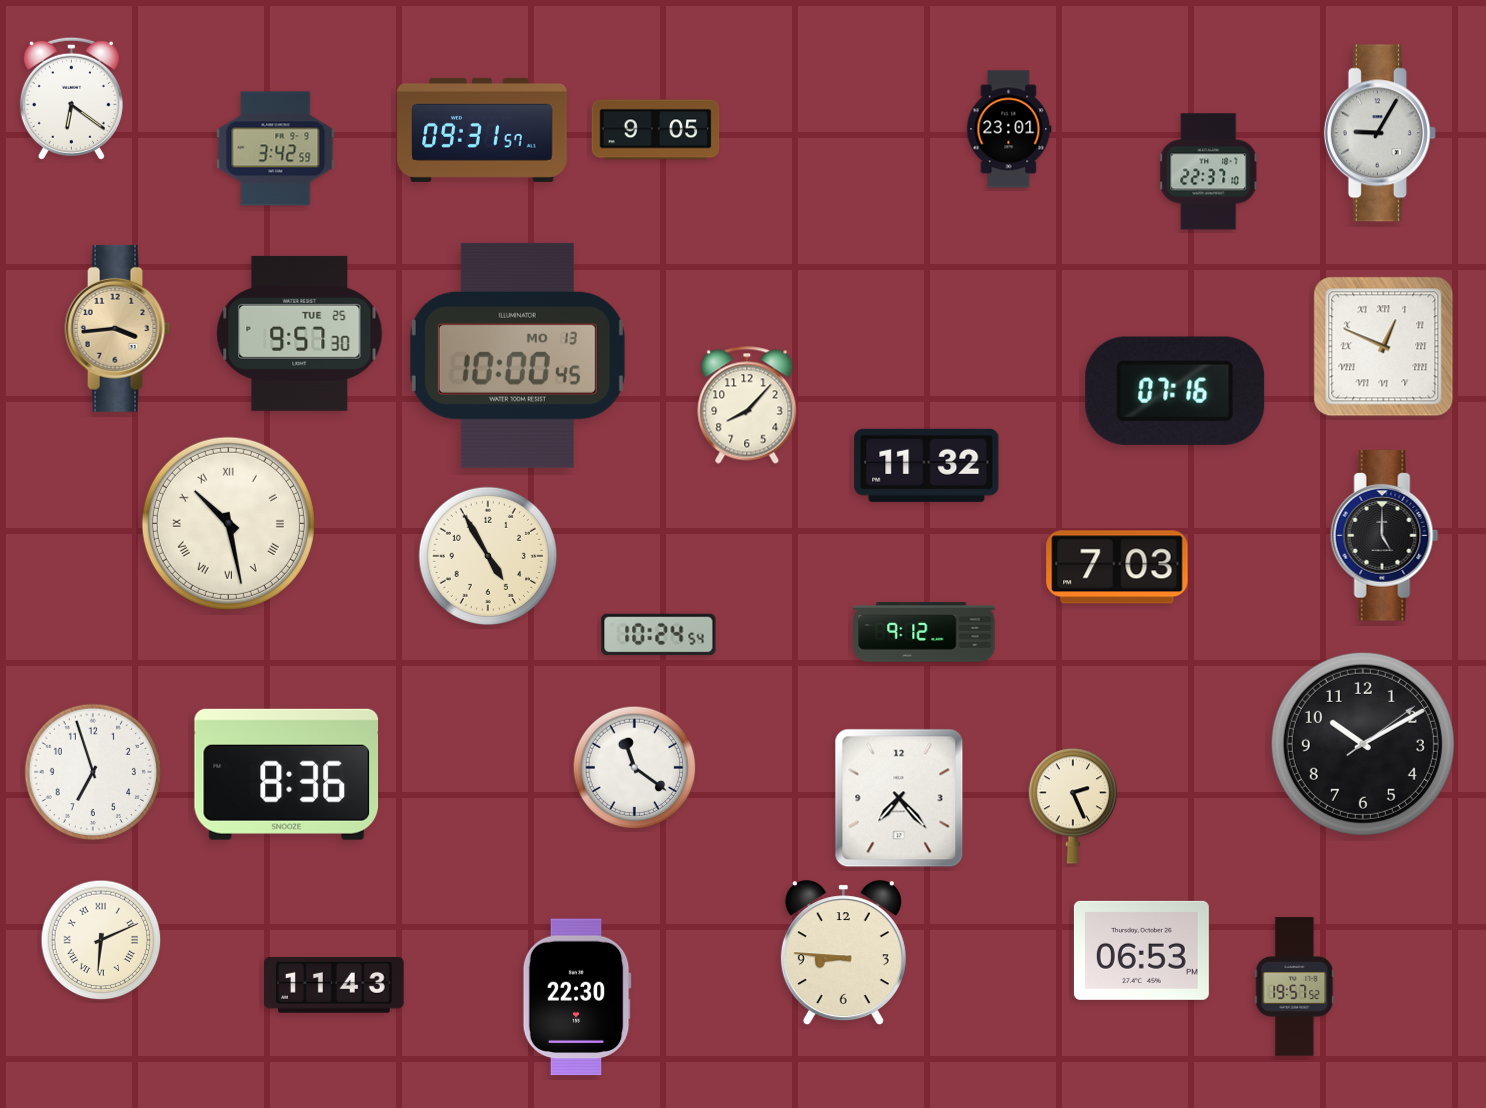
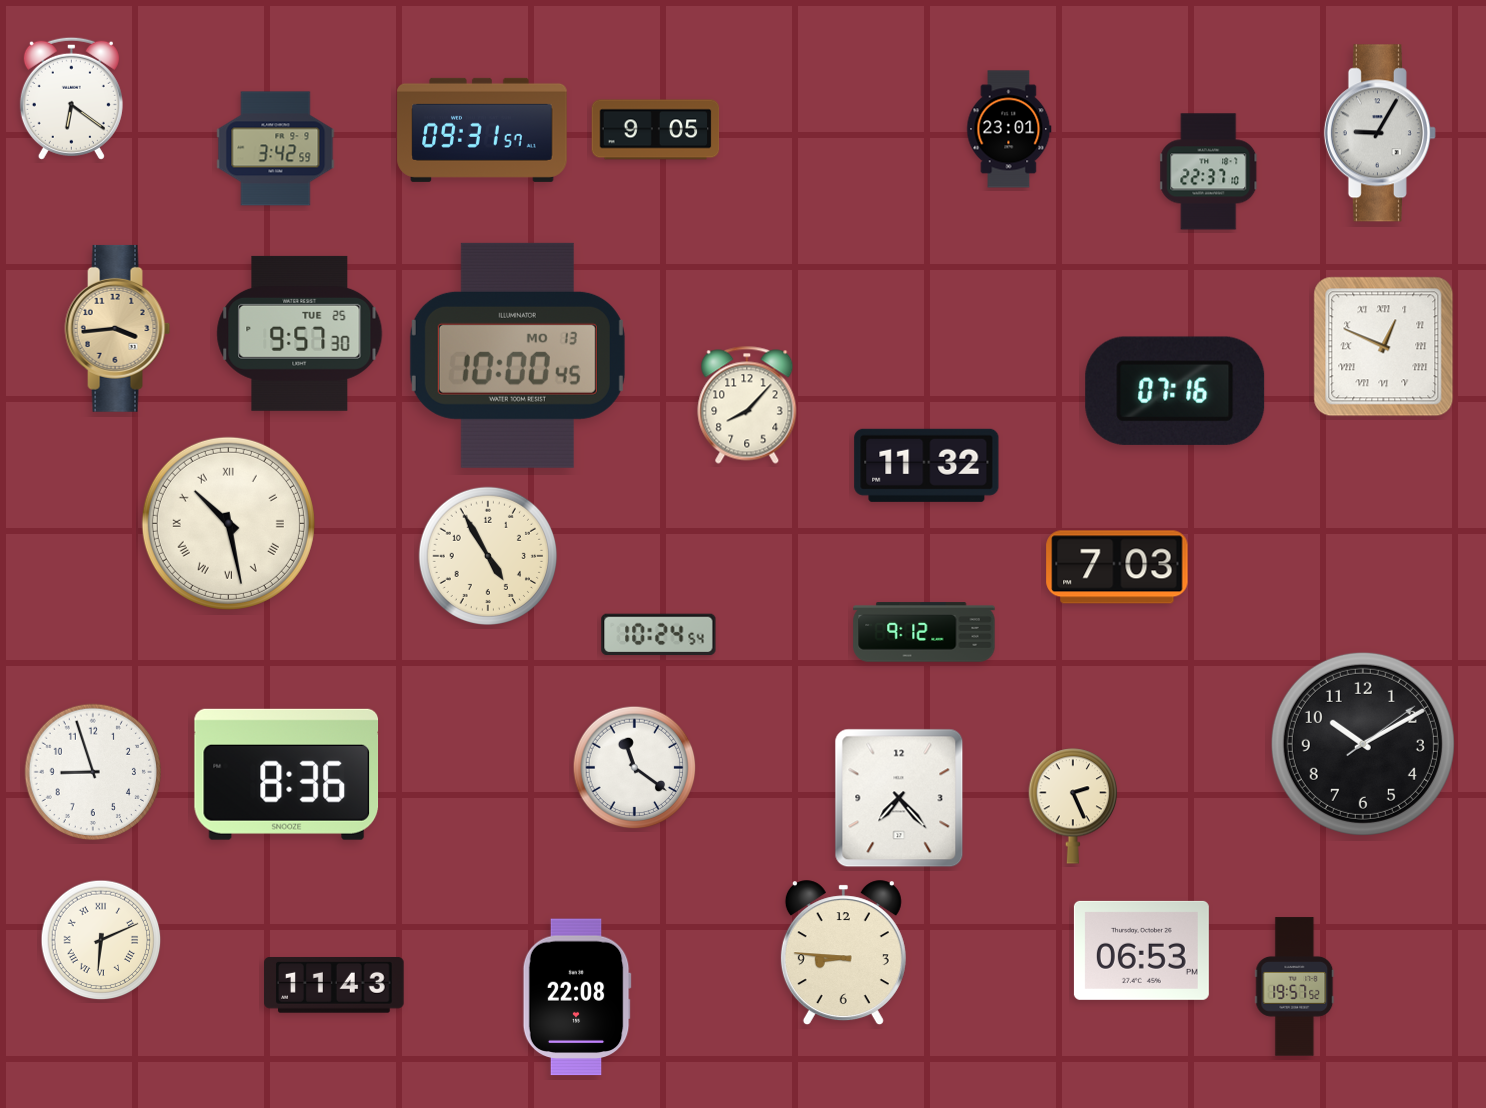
clock at (1385, 536): 5:00 -> none
clock at (92, 771): 6:57 -> 8:57
clock at (577, 997): 22:30 -> 22:08
